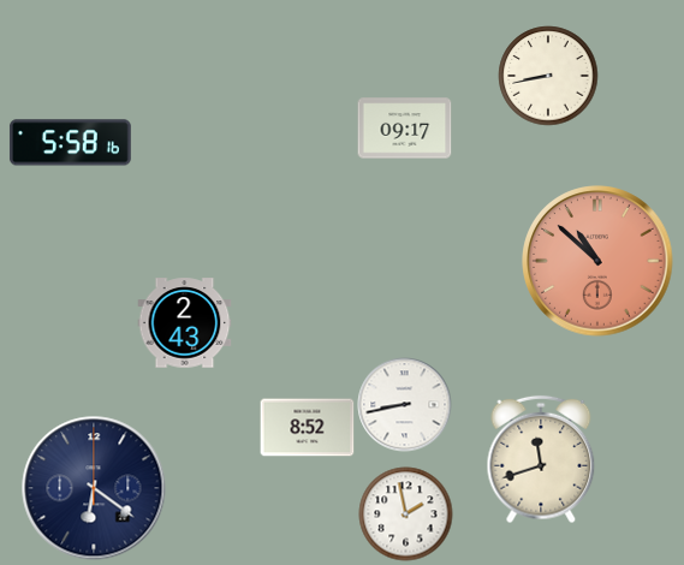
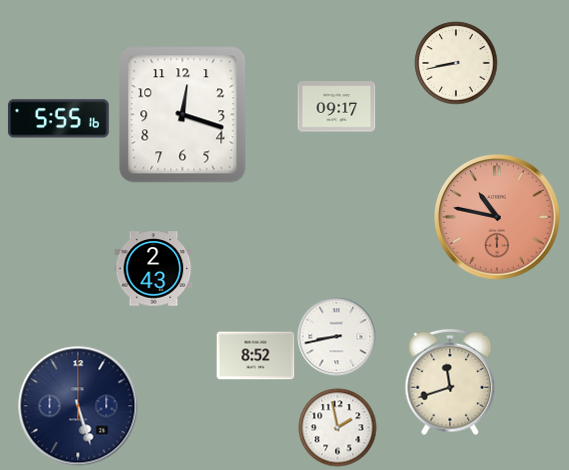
clock at (183, 115): none -> 12:18
clock at (70, 143): 5:58 -> 5:55
clock at (597, 261): 10:52 -> 10:47
clock at (94, 488): 6:21 -> 5:27
